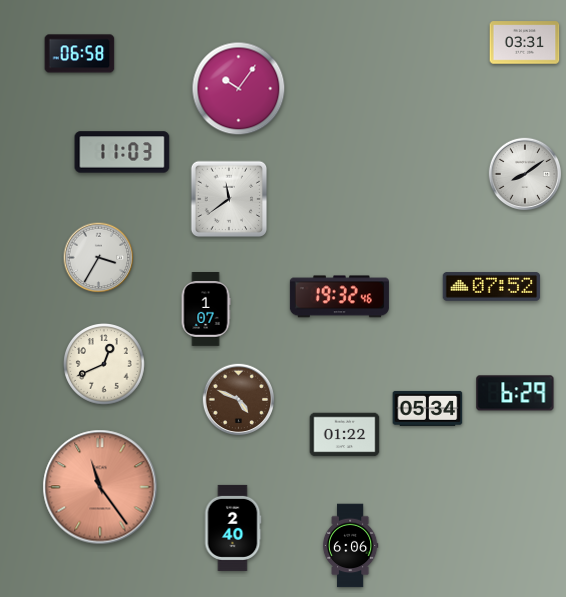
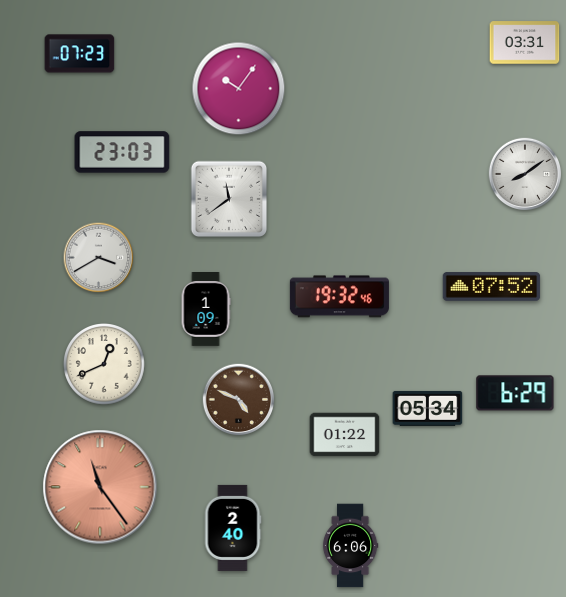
clock at (80, 54): 06:58 -> 07:23
clock at (122, 152): 11:03 -> 23:03
clock at (99, 258): 3:35 -> 3:40
clock at (206, 310): 1:07 -> 1:09
